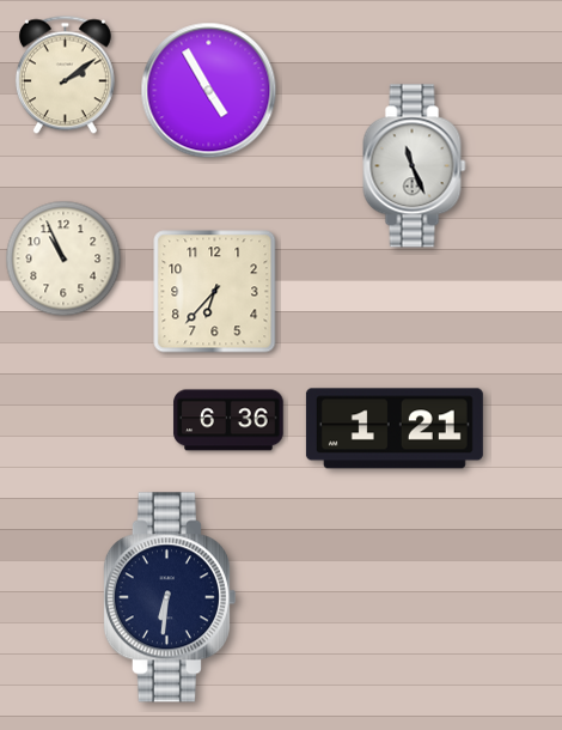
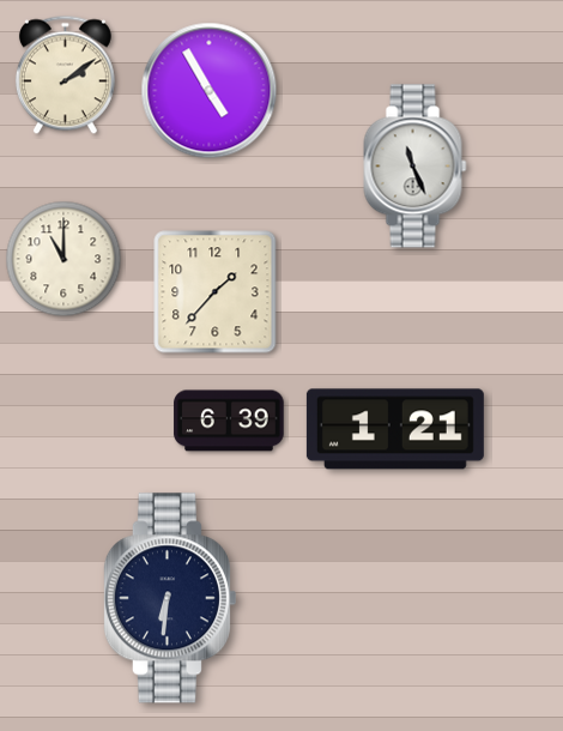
clock at (63, 258): 10:56 -> 11:00
clock at (215, 292): 6:37 -> 1:37
clock at (228, 420): 6:36 -> 6:39
